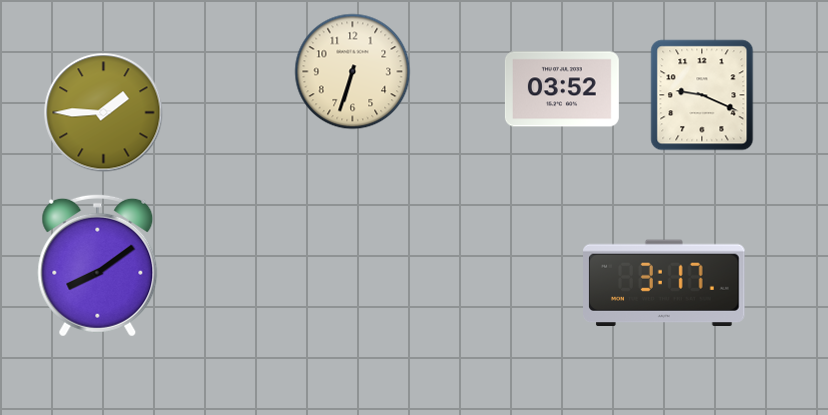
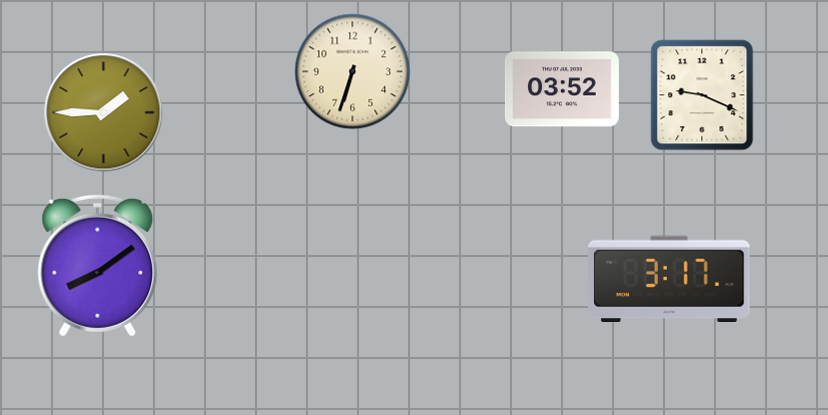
clock at (664, 283) position: (664, 283) -> (669, 279)
